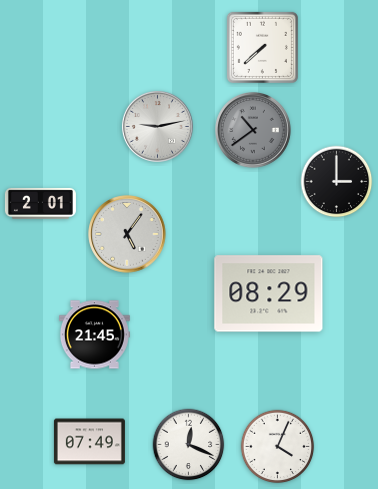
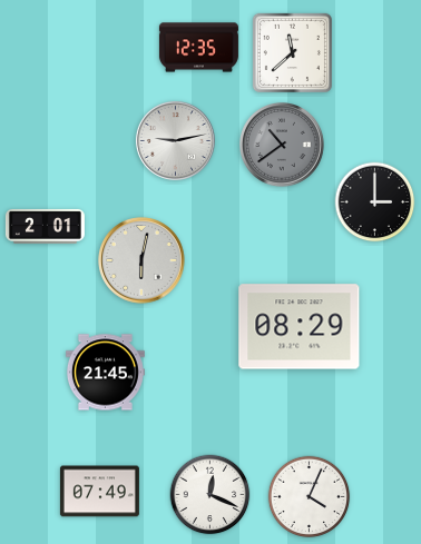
clock at (198, 48): none -> 12:35
clock at (262, 47): 7:38 -> 11:38
clock at (127, 234): 5:06 -> 6:02
